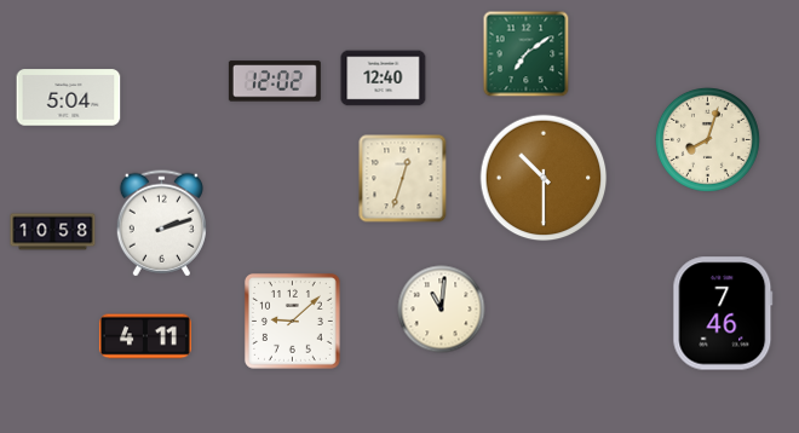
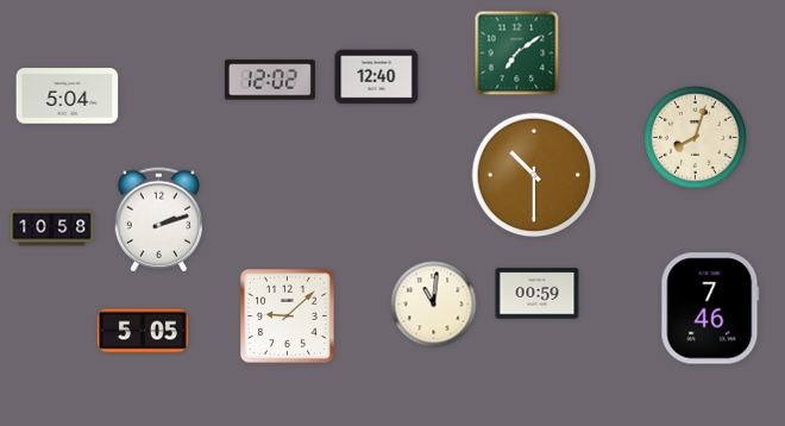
clock at (403, 179): 12:33 -> none
clock at (538, 294): none -> 00:59
clock at (145, 336): 4:11 -> 5:05
